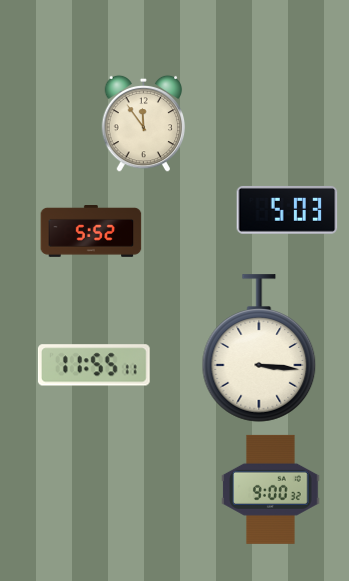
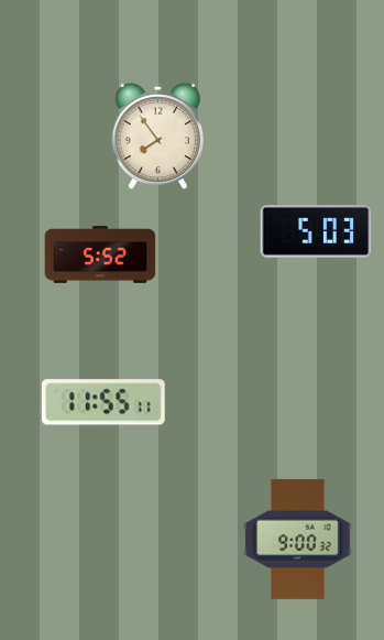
clock at (144, 124): 11:54 -> 7:54
clock at (259, 348): 3:16 -> none
